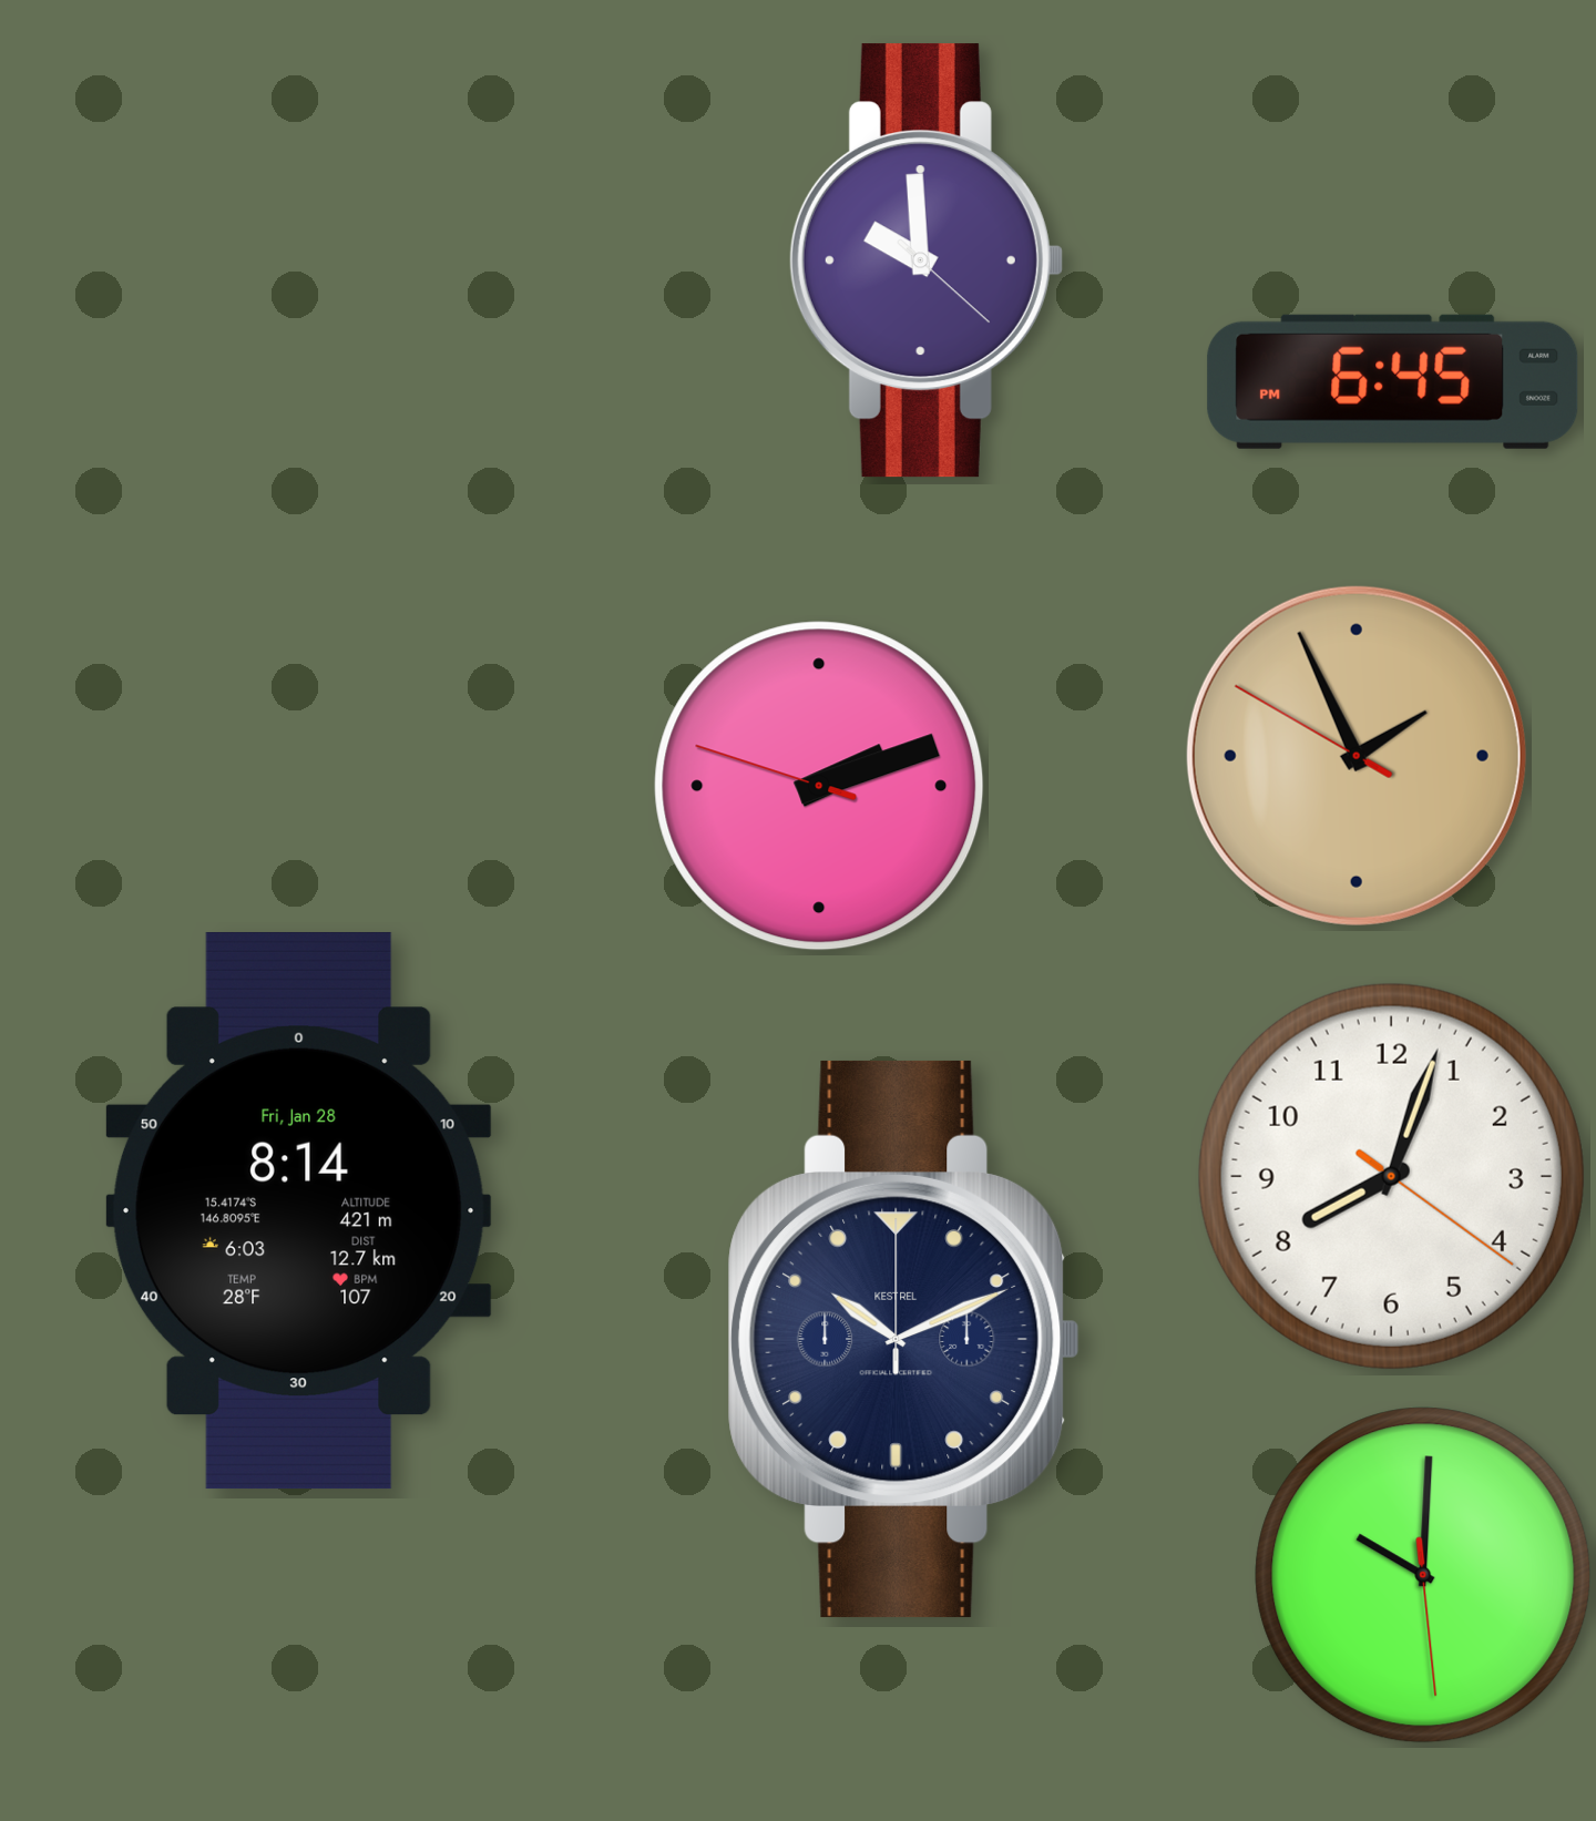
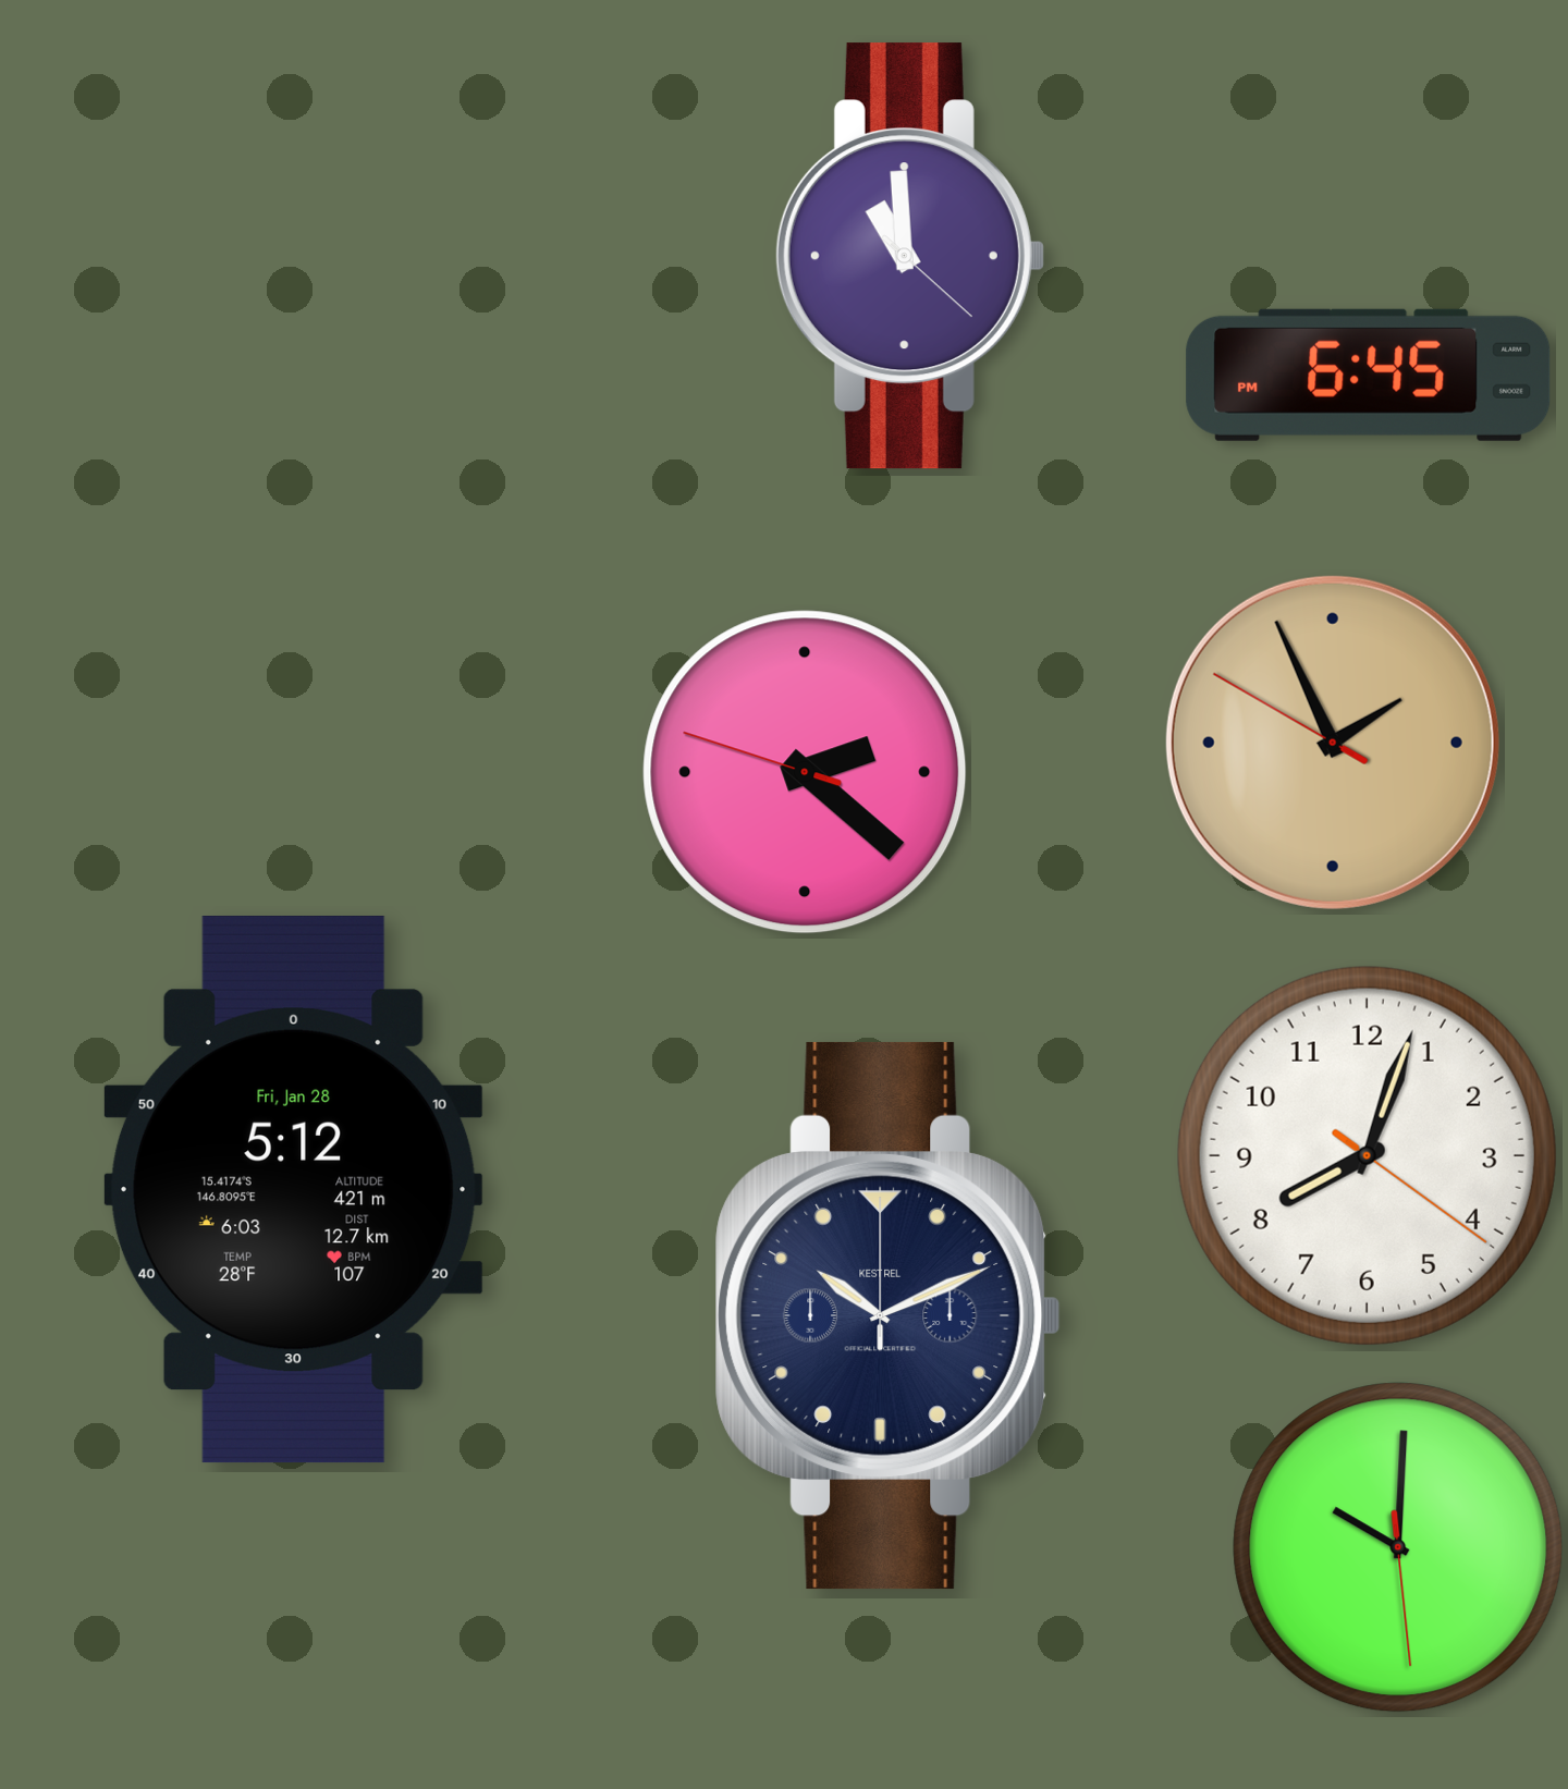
clock at (925, 260): 9:59 -> 10:59
clock at (819, 786): 2:11 -> 2:21
clock at (298, 1210): 8:14 -> 5:12
